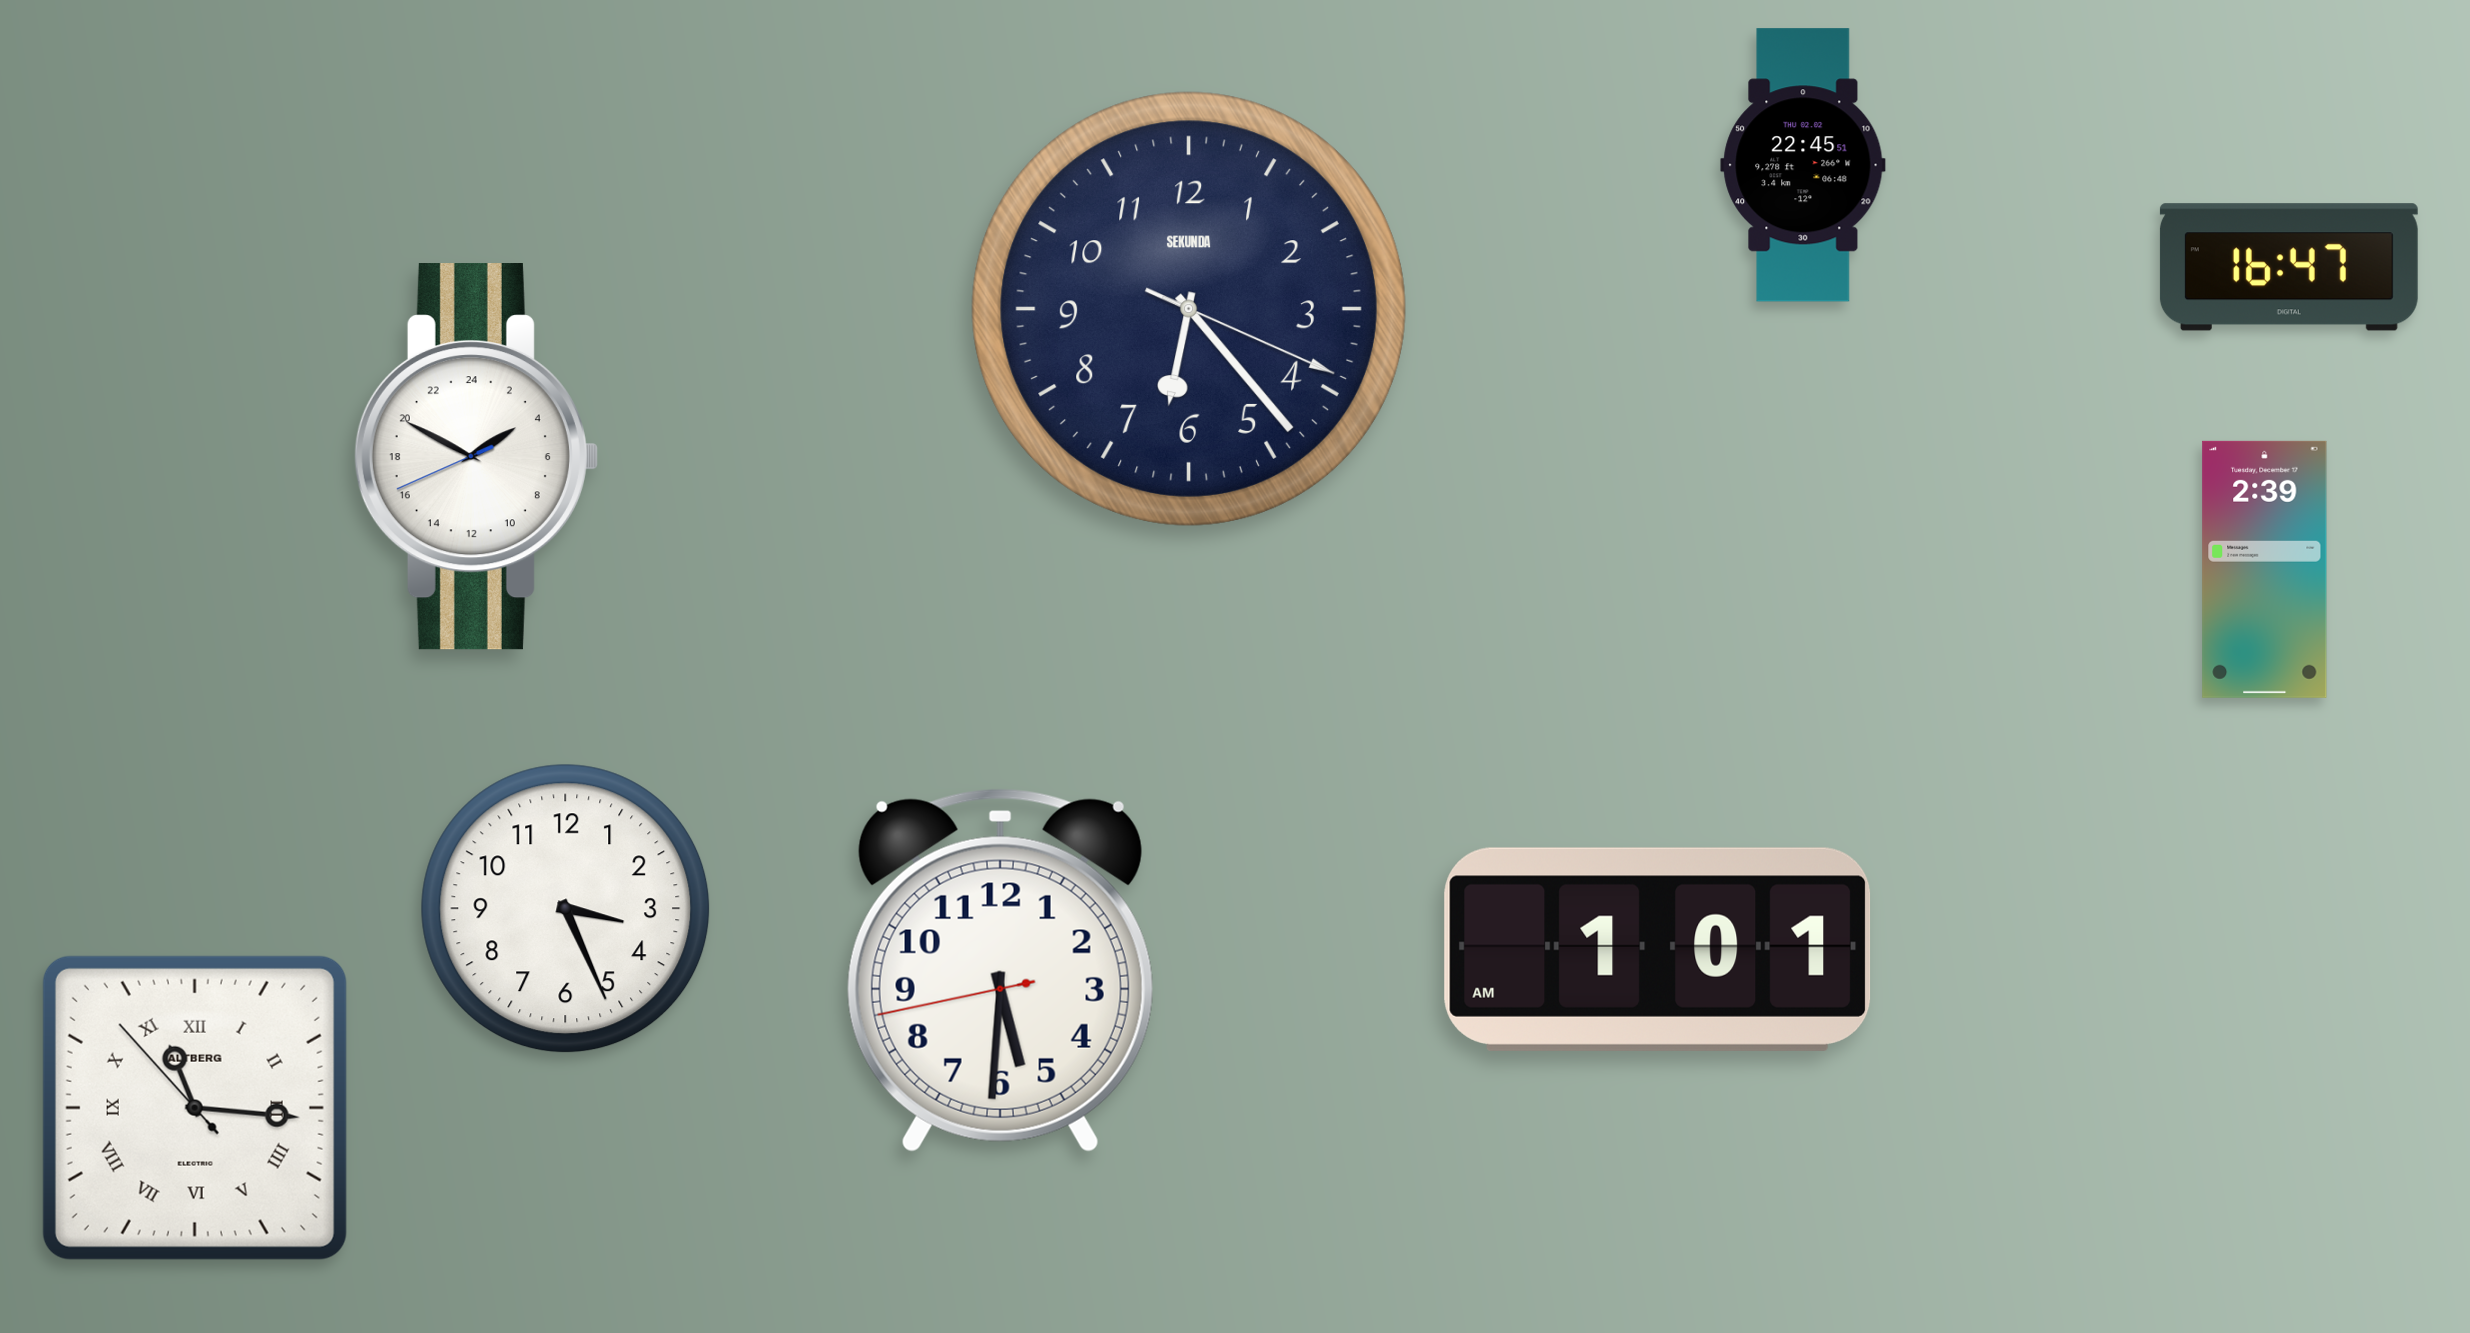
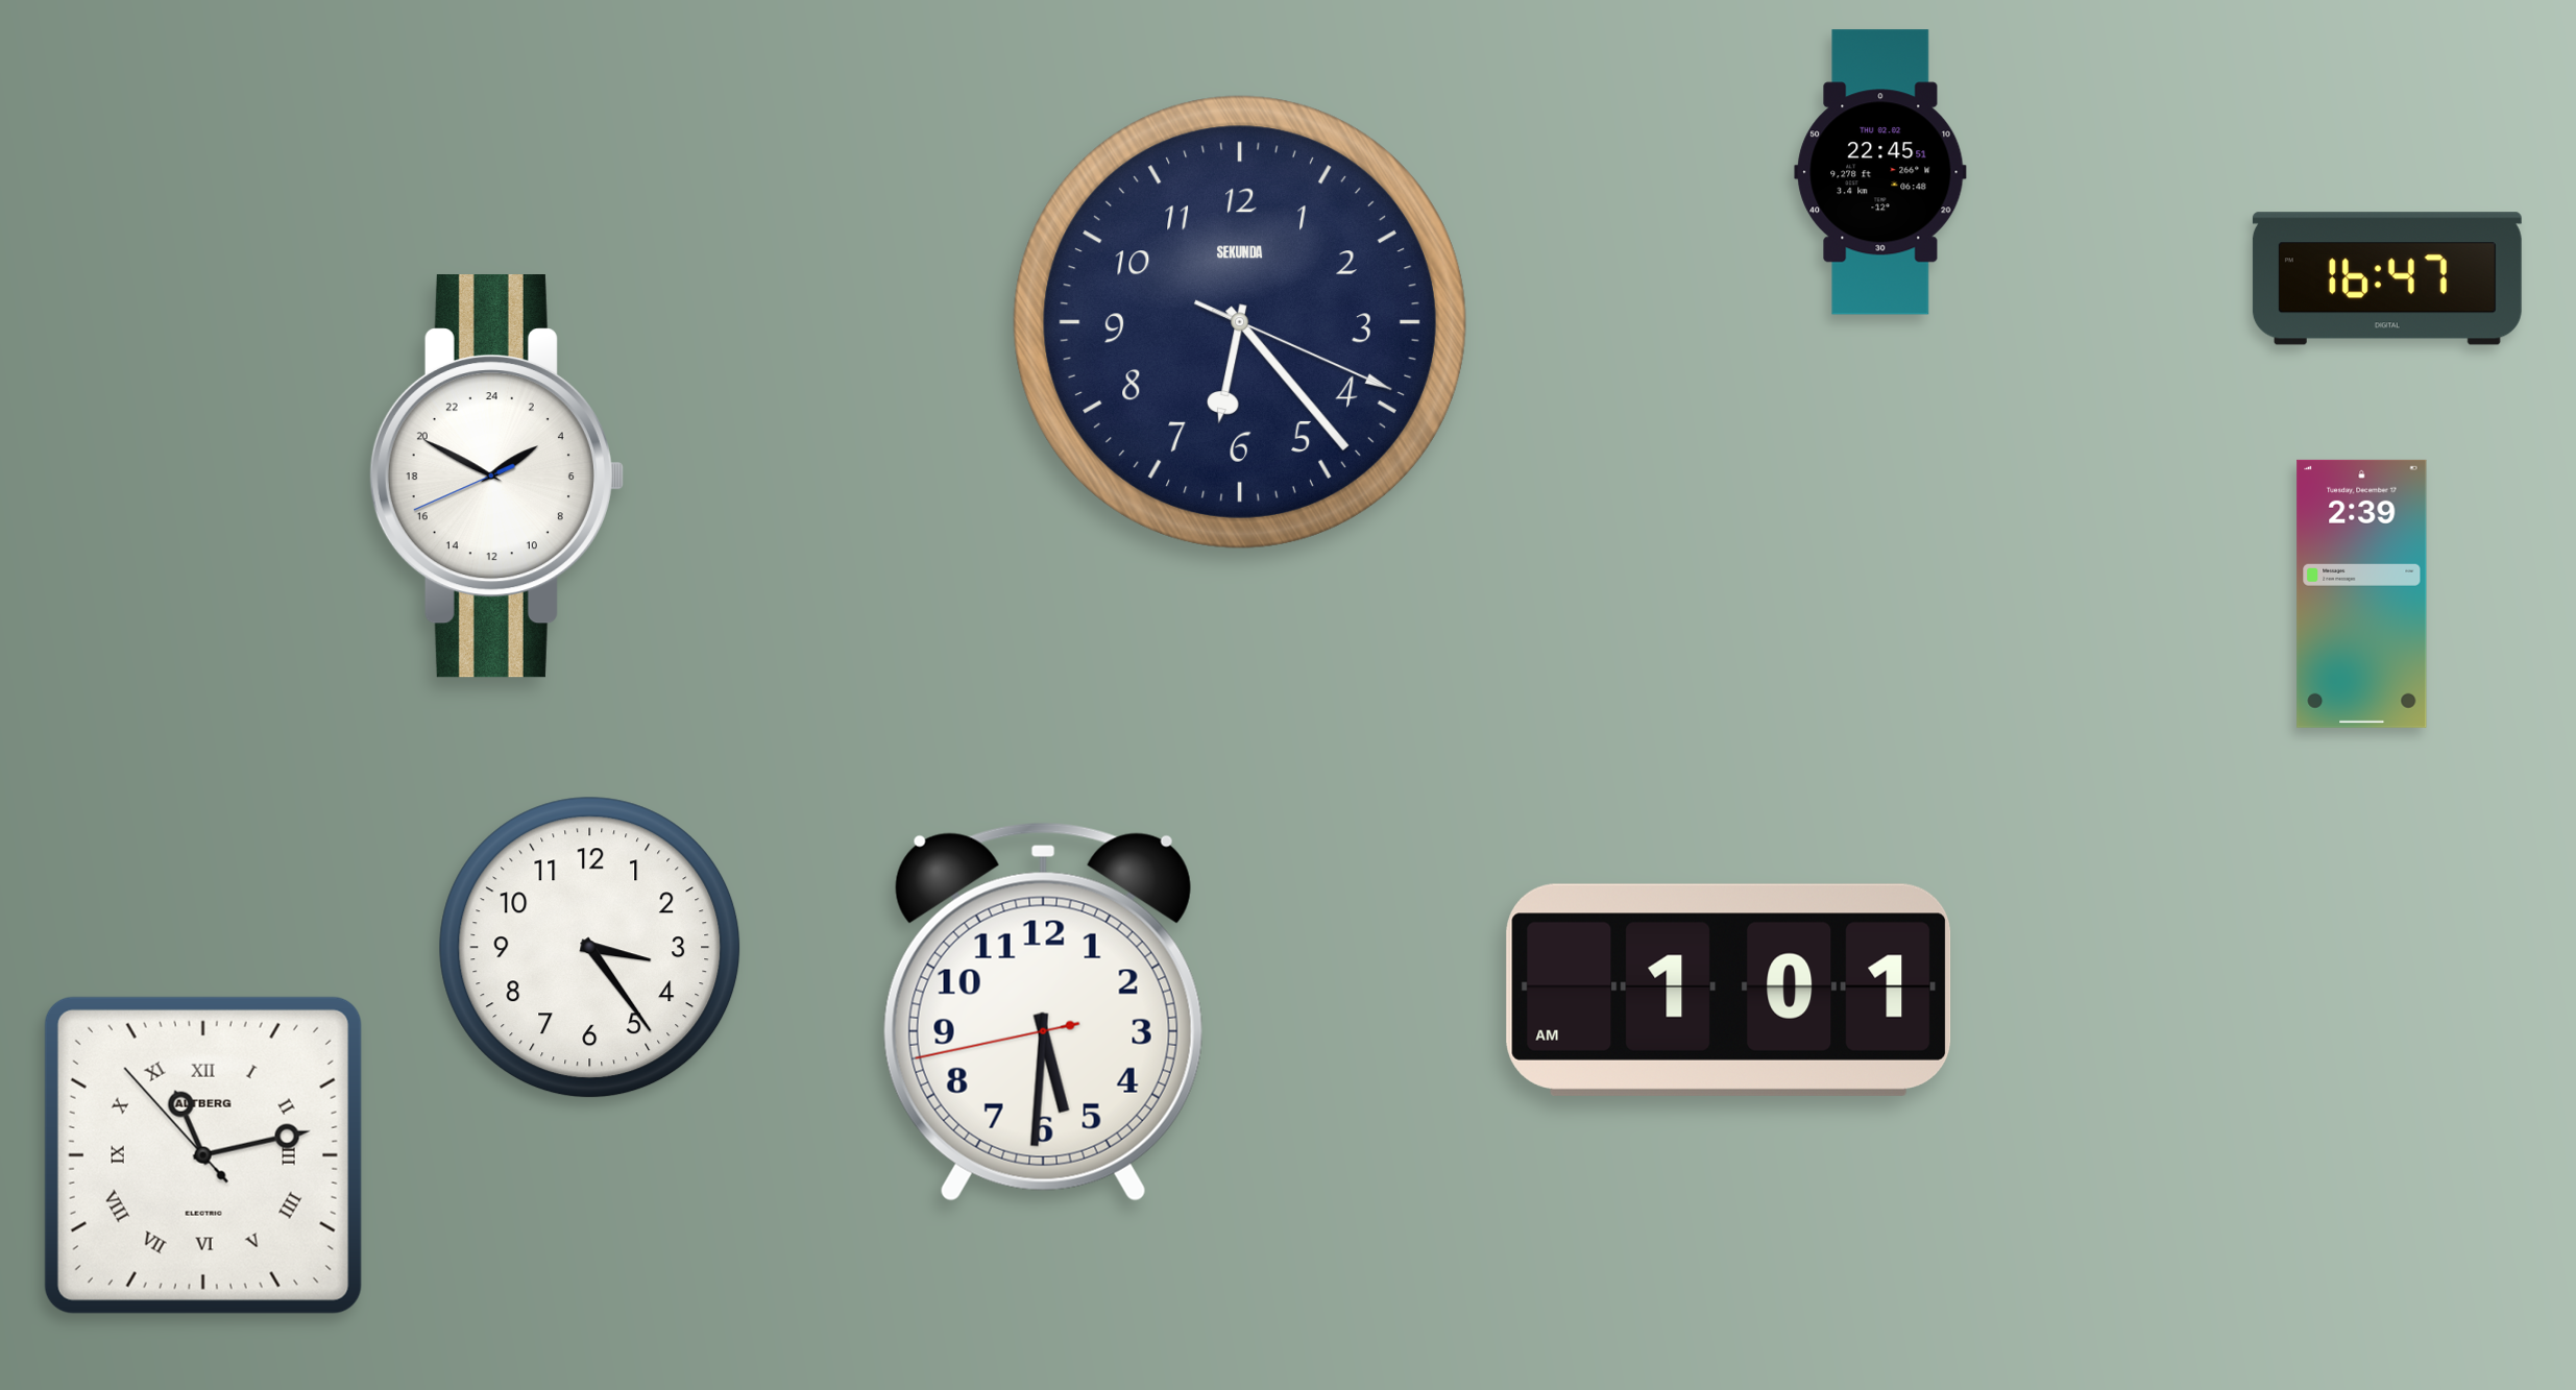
clock at (566, 909): 3:26 -> 3:24
clock at (195, 1108): 11:15 -> 11:12
